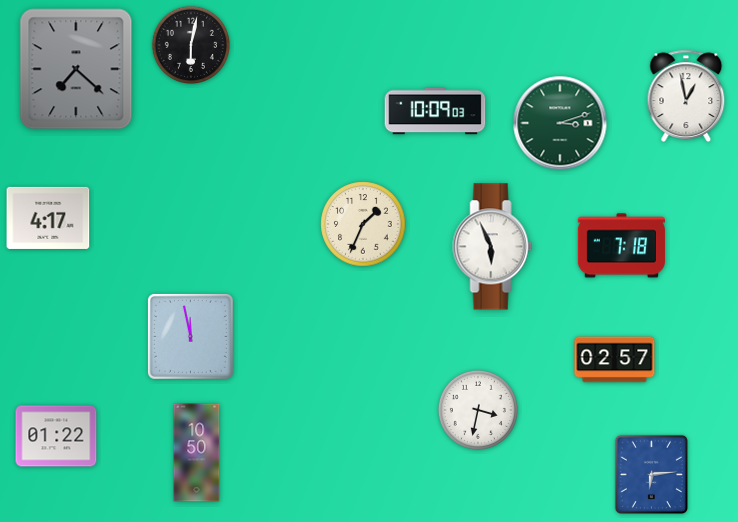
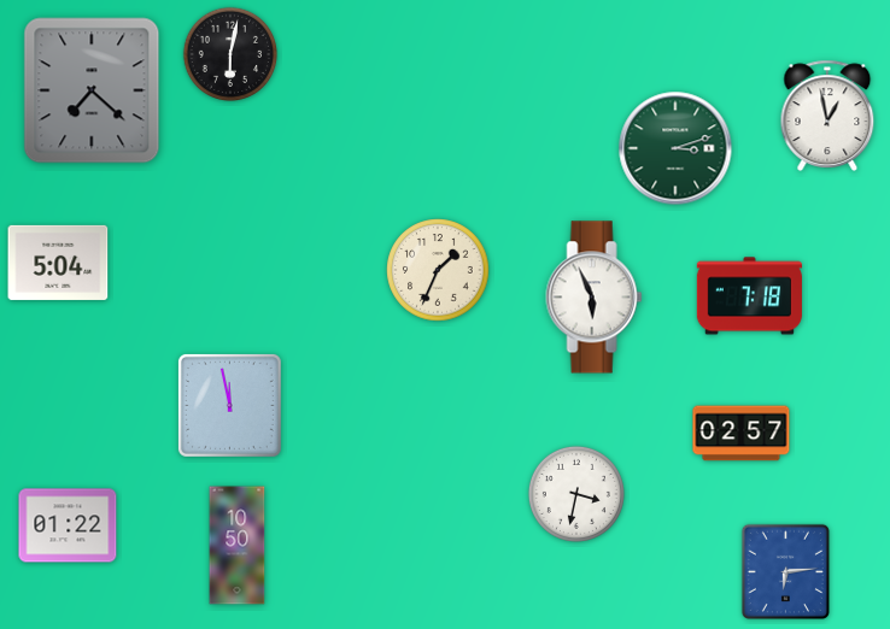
clock at (76, 69) position: (76, 69) -> (92, 90)
clock at (435, 111): 10:09 -> none
clock at (48, 218): 4:17 -> 5:04
